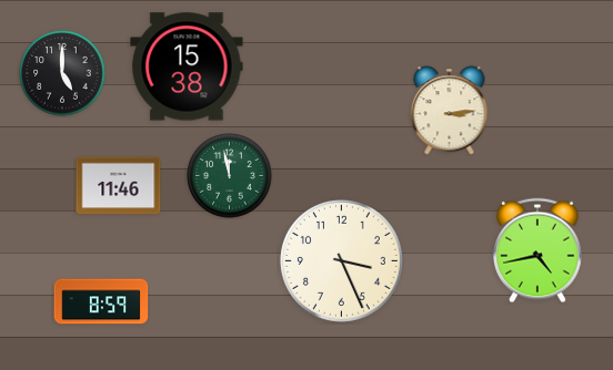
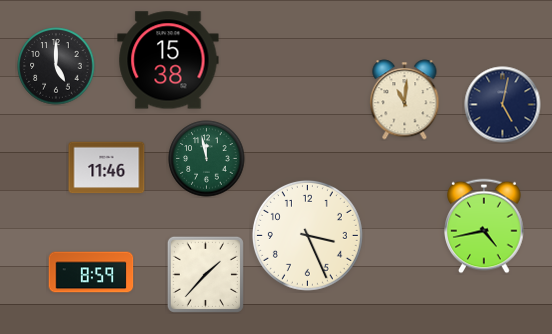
clock at (450, 111): 3:14 -> 11:01
clock at (503, 105): none -> 5:02
clock at (205, 274): none -> 1:37
